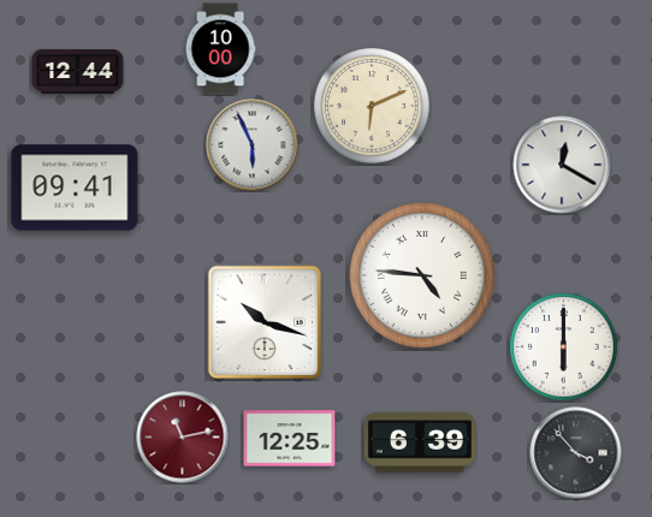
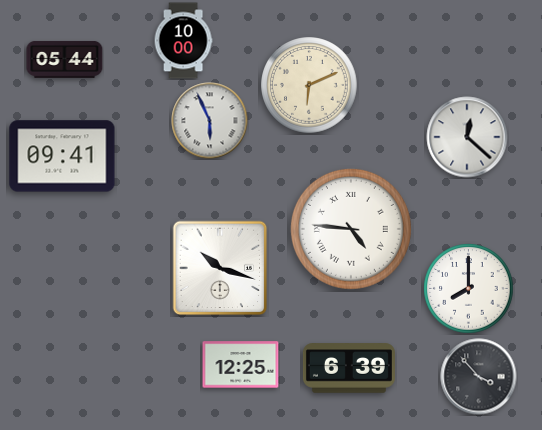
clock at (78, 71): 12:44 -> 05:44
clock at (372, 106) position: (372, 106) -> (309, 85)
clock at (562, 165): 12:20 -> 12:22
clock at (564, 347): 6:00 -> 8:00
clock at (183, 438): 11:13 -> none
